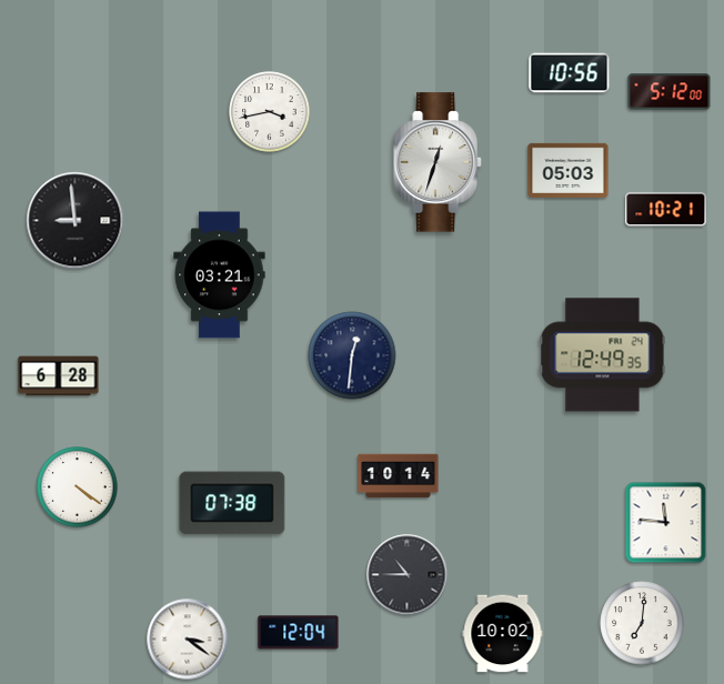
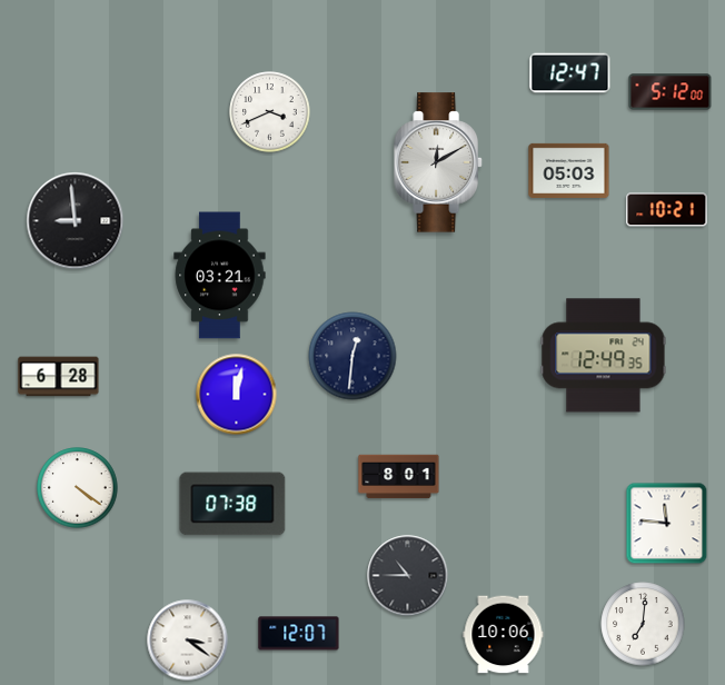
clock at (570, 73): 10:56 -> 12:47
clock at (270, 112): 3:43 -> 3:41
clock at (438, 162): 12:33 -> 12:10
clock at (237, 395): none -> 12:02
clock at (399, 476): 10:14 -> 8:01
clock at (299, 633): 12:04 -> 12:07
clock at (503, 634): 10:02 -> 10:06
